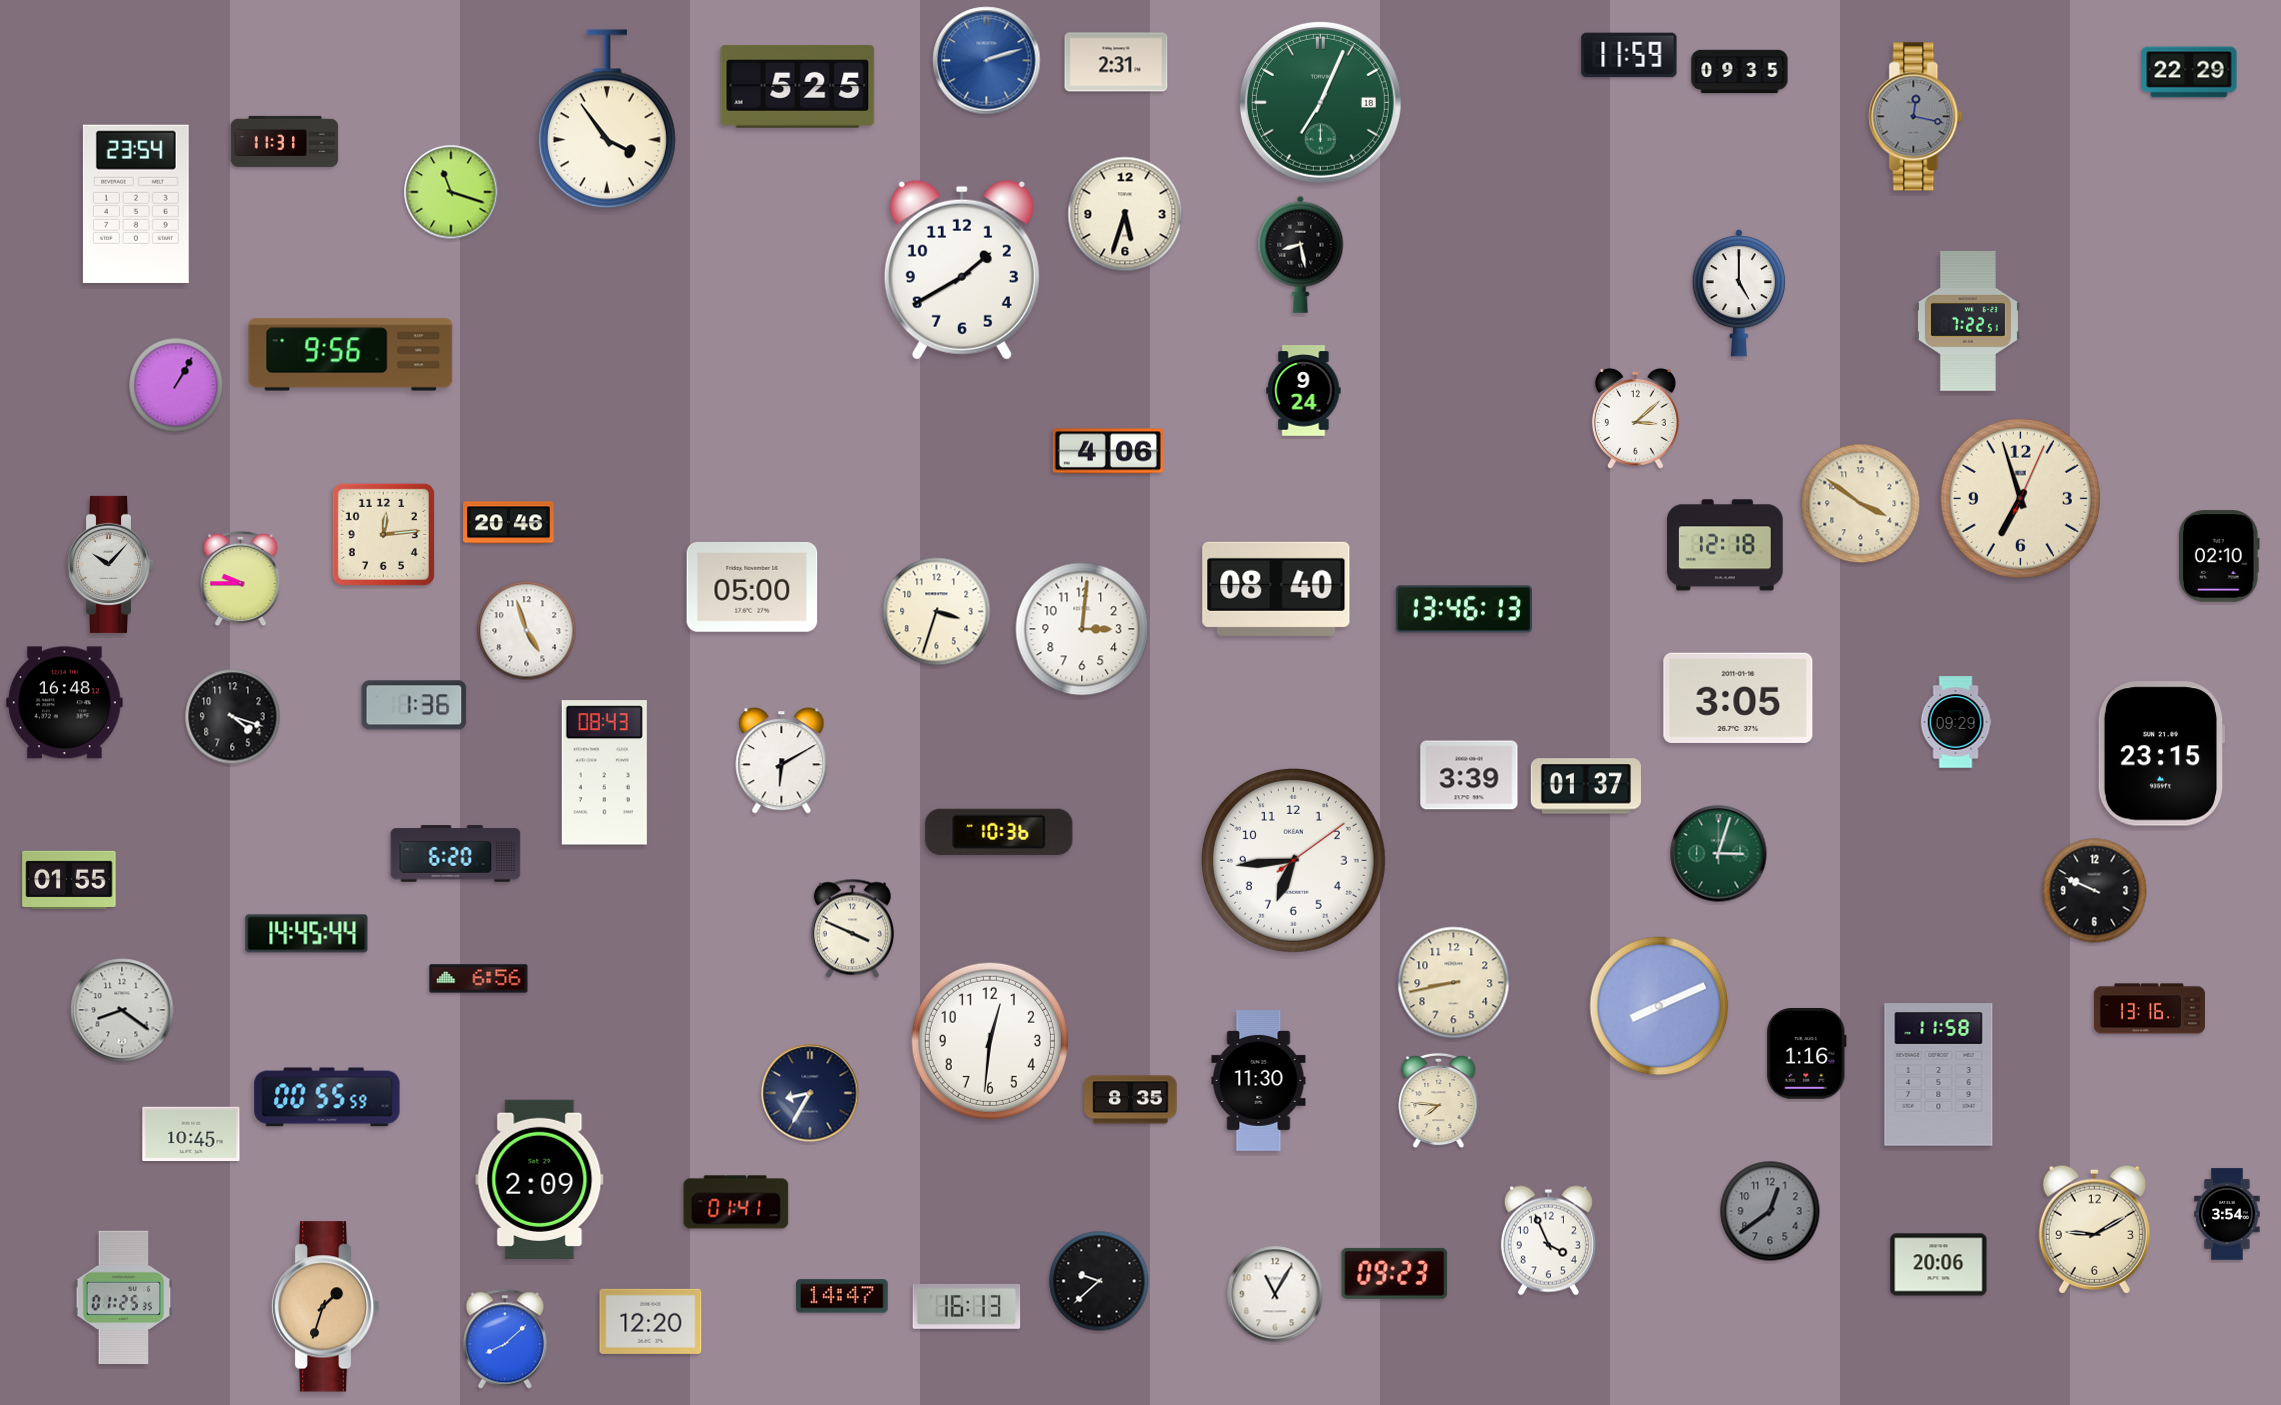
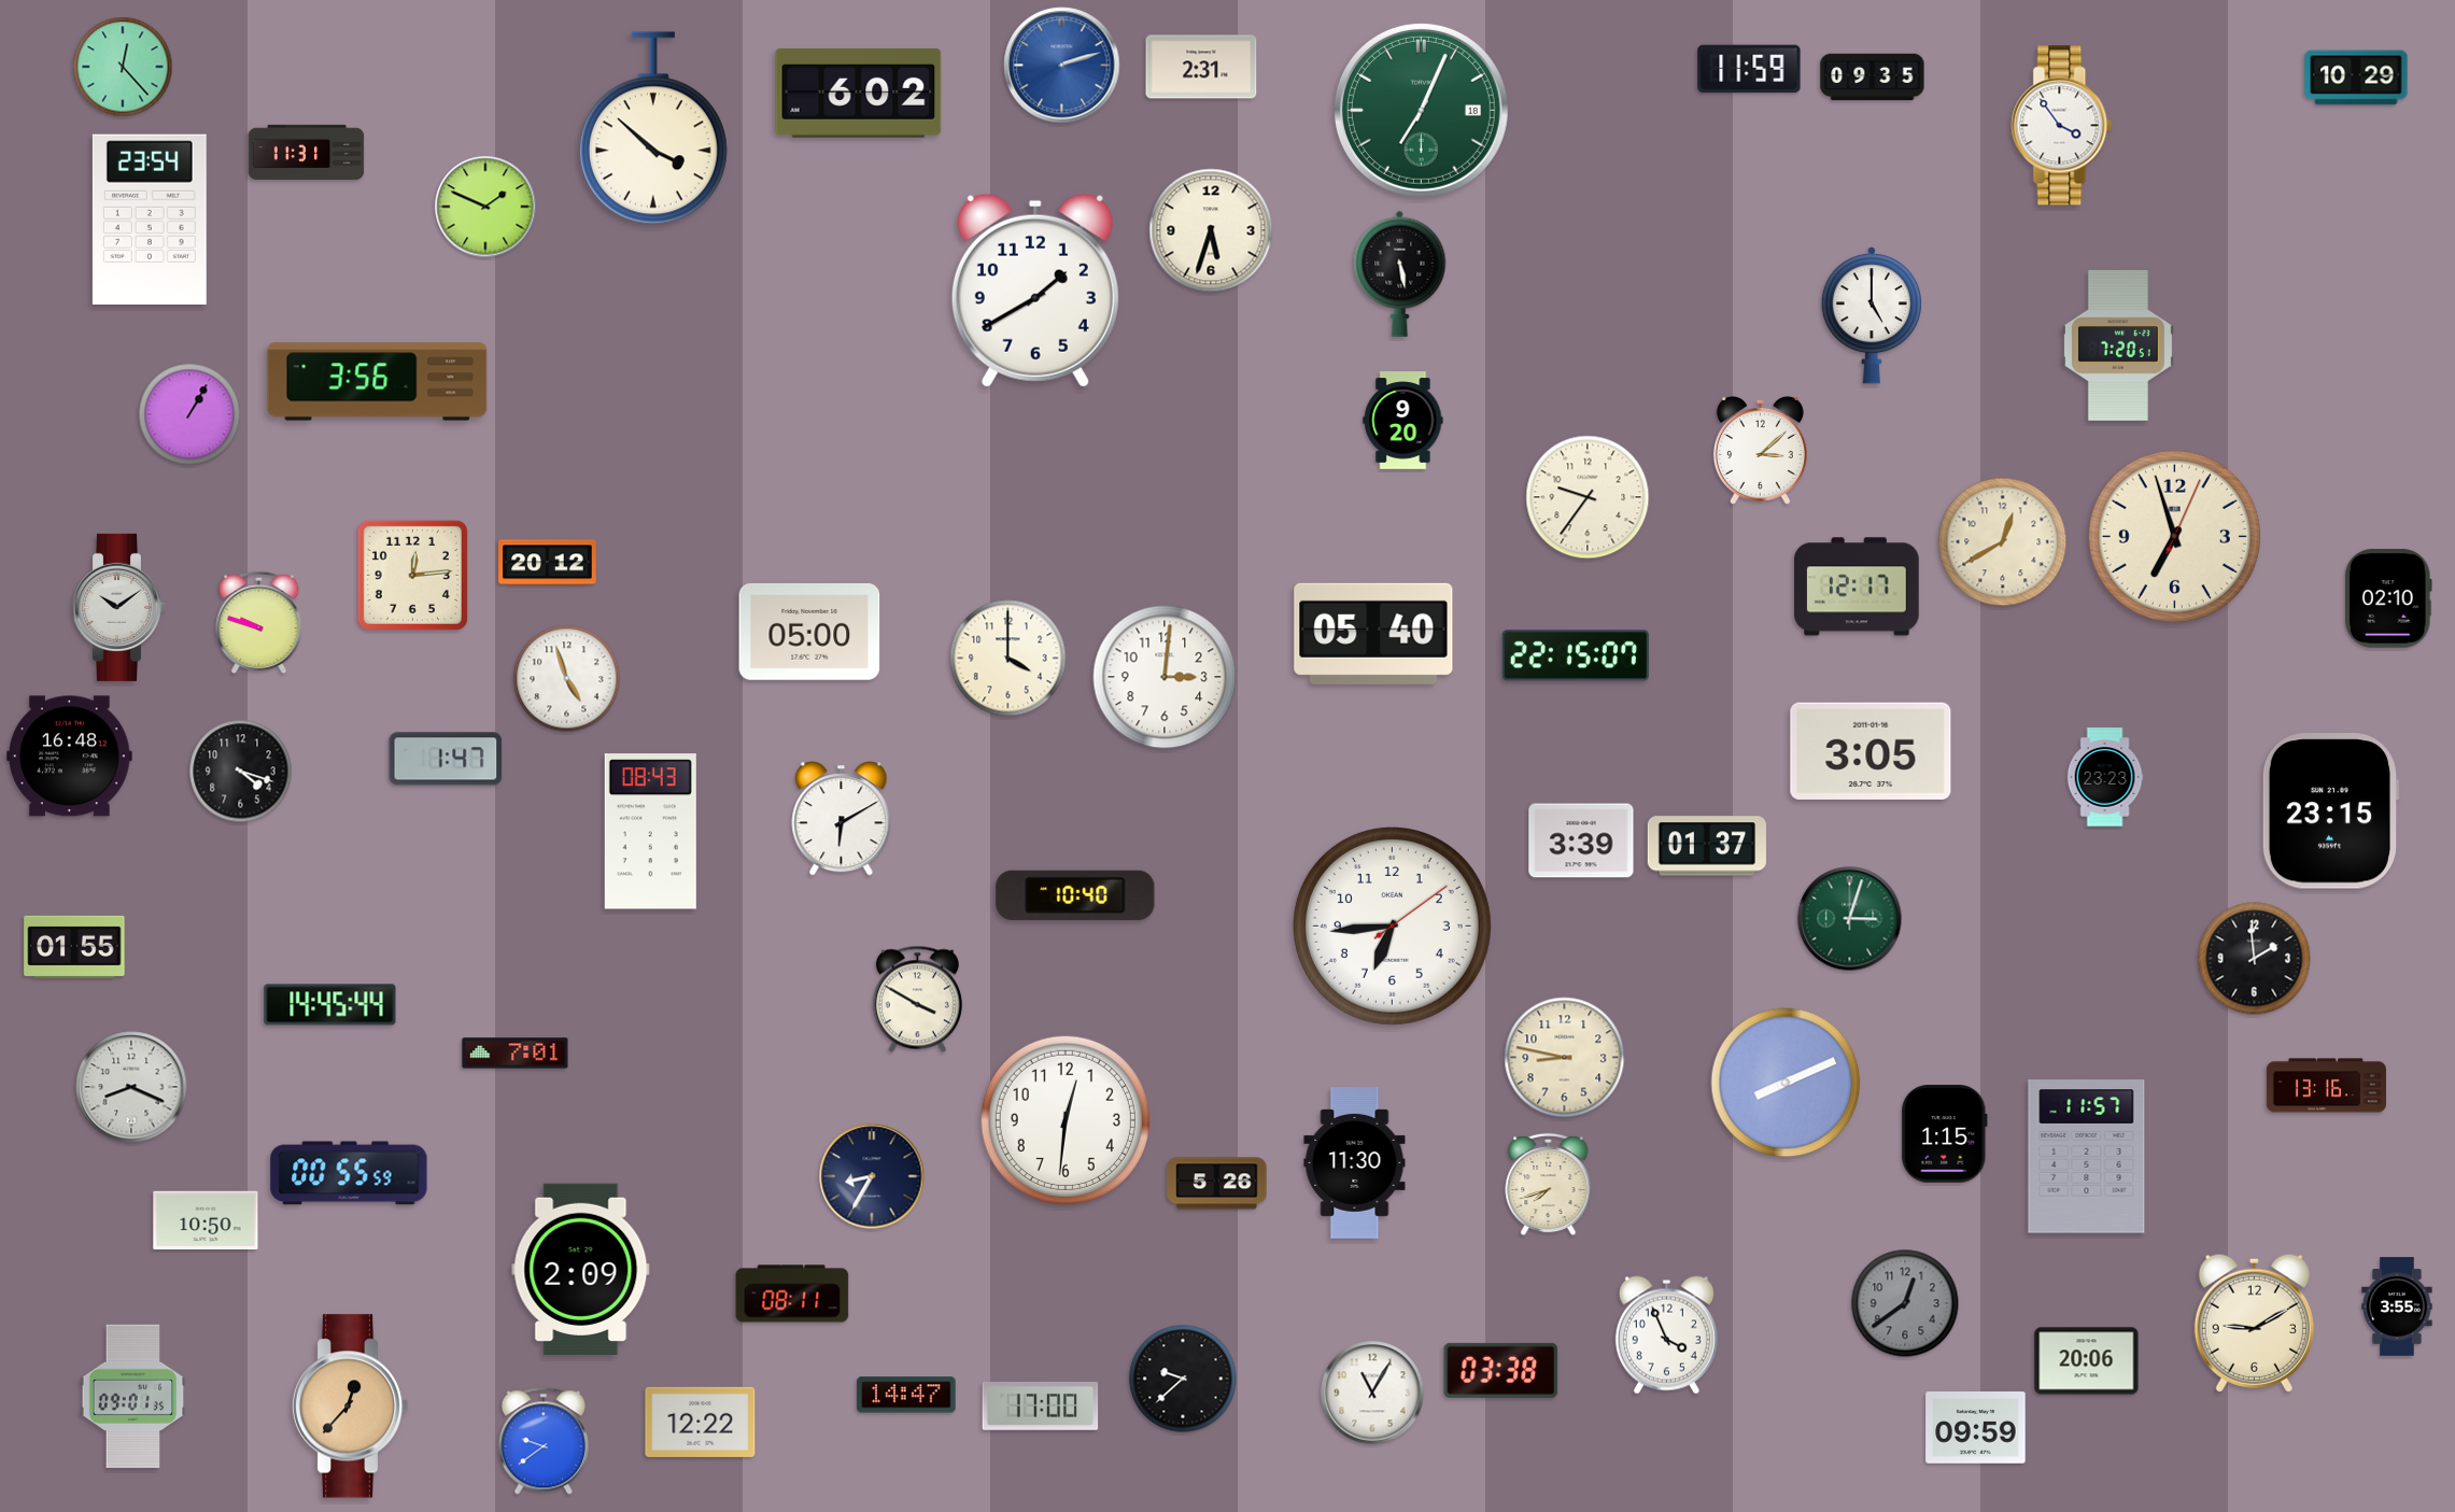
clock at (1629, 55) position: (1629, 55) -> (1749, 69)
clock at (123, 67): none -> 12:23
clock at (2189, 72): 22:29 -> 10:29
clock at (798, 86): 5:25 -> 6:02
clock at (1916, 117): 12:17 -> 3:54
clock at (1916, 117) dial: grey -> white
clock at (607, 119): 3:54 -> 3:52
clock at (451, 192): 11:18 -> 1:49
clock at (136, 204) position: (136, 204) -> (150, 220)
clock at (1301, 254): 8:28 -> 5:28
clock at (1968, 321): 7:22 -> 7:20
clock at (351, 355): 9:56 -> 3:56
clock at (1304, 391): 9:24 -> 9:20
clock at (1108, 451): 4:06 -> none
clock at (1588, 497): none -> 9:36
clock at (1861, 504): 3:51 -> 12:40
clock at (509, 523): 20:46 -> 20:12
clock at (1726, 545): 12:18 -> 12:17
clock at (111, 564): 10:07 -> 10:09
clock at (241, 579): 9:45 -> 9:48
clock at (1276, 589): 08:40 -> 05:40
clock at (1464, 609): 13:46 -> 22:15
clock at (937, 612): 3:33 -> 4:00
clock at (414, 705): 1:36 -> 1:47
clock at (233, 717) position: (233, 717) -> (241, 772)
clock at (1956, 722): 09:29 -> 23:23
clock at (2160, 754) position: (2160, 754) -> (2329, 811)
clock at (1469, 775) position: (1469, 775) -> (1581, 840)
clock at (999, 832): 10:36 -> 10:40
clock at (456, 854): 6:20 -> none
clock at (2095, 891): 9:49 -> 1:59
clock at (852, 929): 3:49 -> 3:50
clock at (479, 979): 6:56 -> 7:01
clock at (1454, 983): 8:43 -> 8:47
clock at (2149, 1009) position: (2149, 1009) -> (2326, 1086)
clock at (122, 1010): 8:21 -> 8:19
clock at (1807, 1054): 1:16 -> 1:15
clock at (1939, 1075): 11:58 -> 11:57
clock at (327, 1097) position: (327, 1097) -> (349, 1173)
clock at (1131, 1100): 8:35 -> 5:26
clock at (1439, 1101): 7:46 -> 7:42
clock at (191, 1134): 10:45 -> 10:50
clock at (736, 1202): 01:41 -> 08:11
clock at (2227, 1214): 3:54 -> 3:55
clock at (1395, 1273): 09:23 -> 03:38
clock at (124, 1298): 01:25 -> 09:01
clock at (967, 1306): 16:13 -> 17:00
clock at (325, 1307): 1:33 -> 12:37
clock at (651, 1321): 12:20 -> 12:22
clock at (1976, 1428): none -> 09:59
clock at (505, 1339): 8:08 -> 9:39
